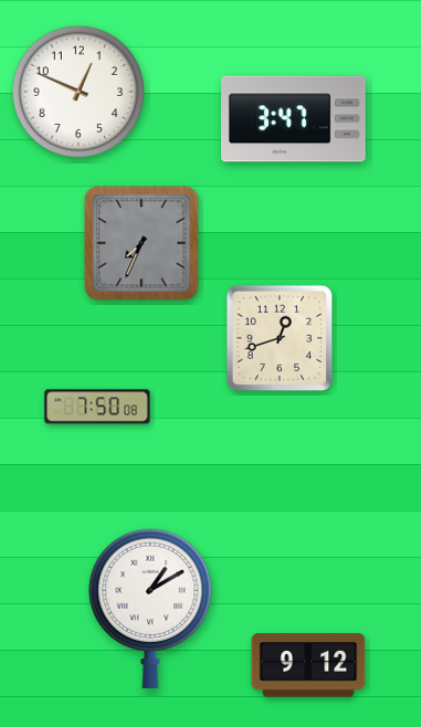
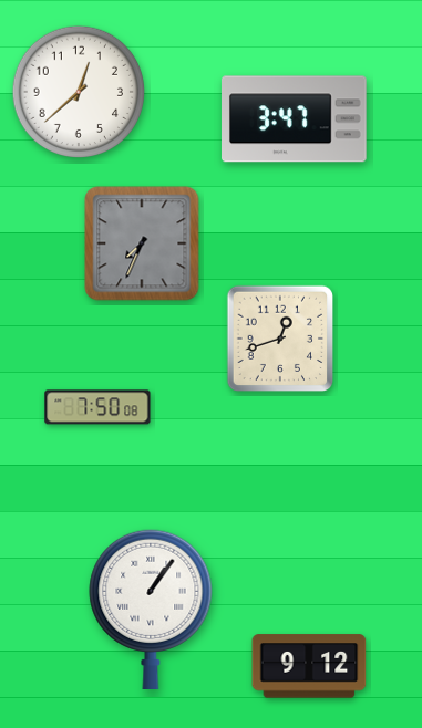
clock at (78, 92): 12:49 -> 12:38
clock at (150, 608): 1:10 -> 1:06
